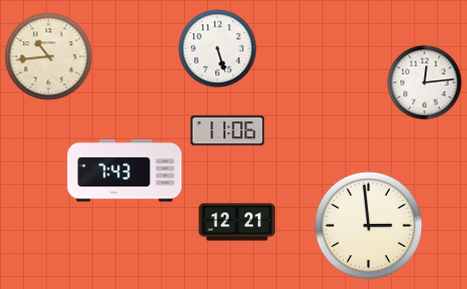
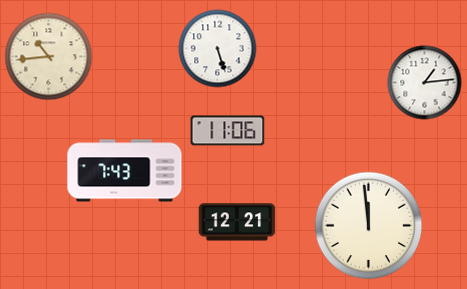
clock at (425, 83): 12:14 -> 1:14
clock at (369, 226): 2:59 -> 11:59
